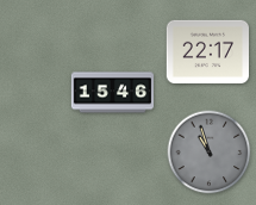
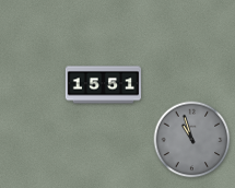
clock at (207, 51): 22:17 -> none
clock at (113, 93): 15:46 -> 15:51
